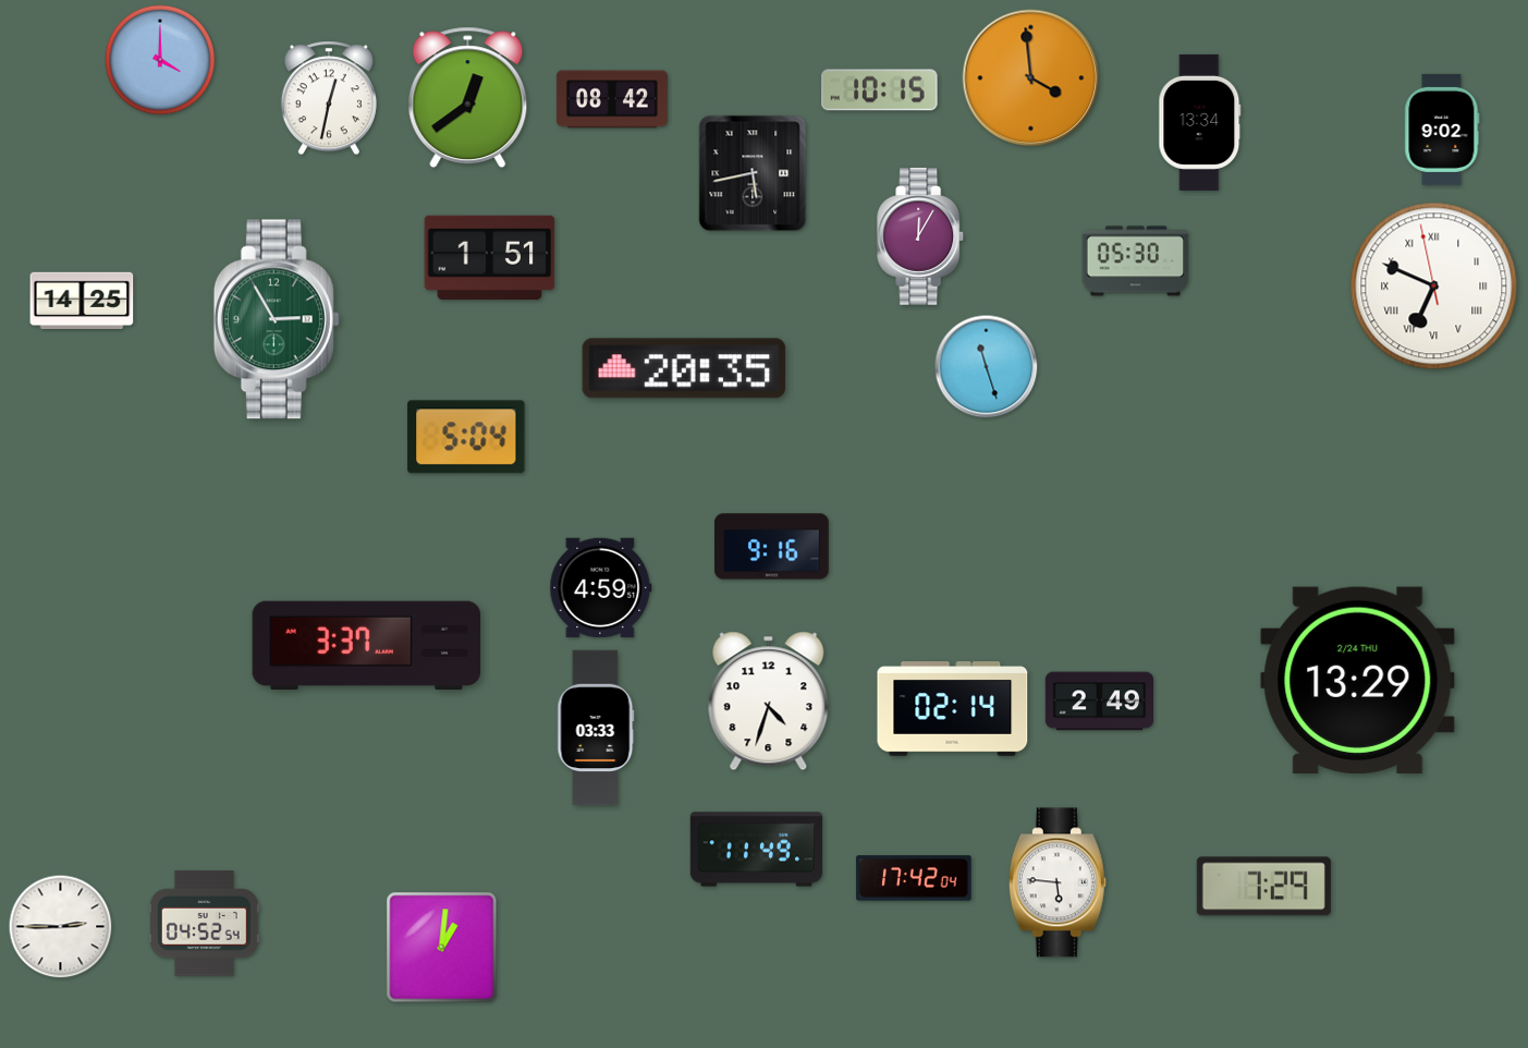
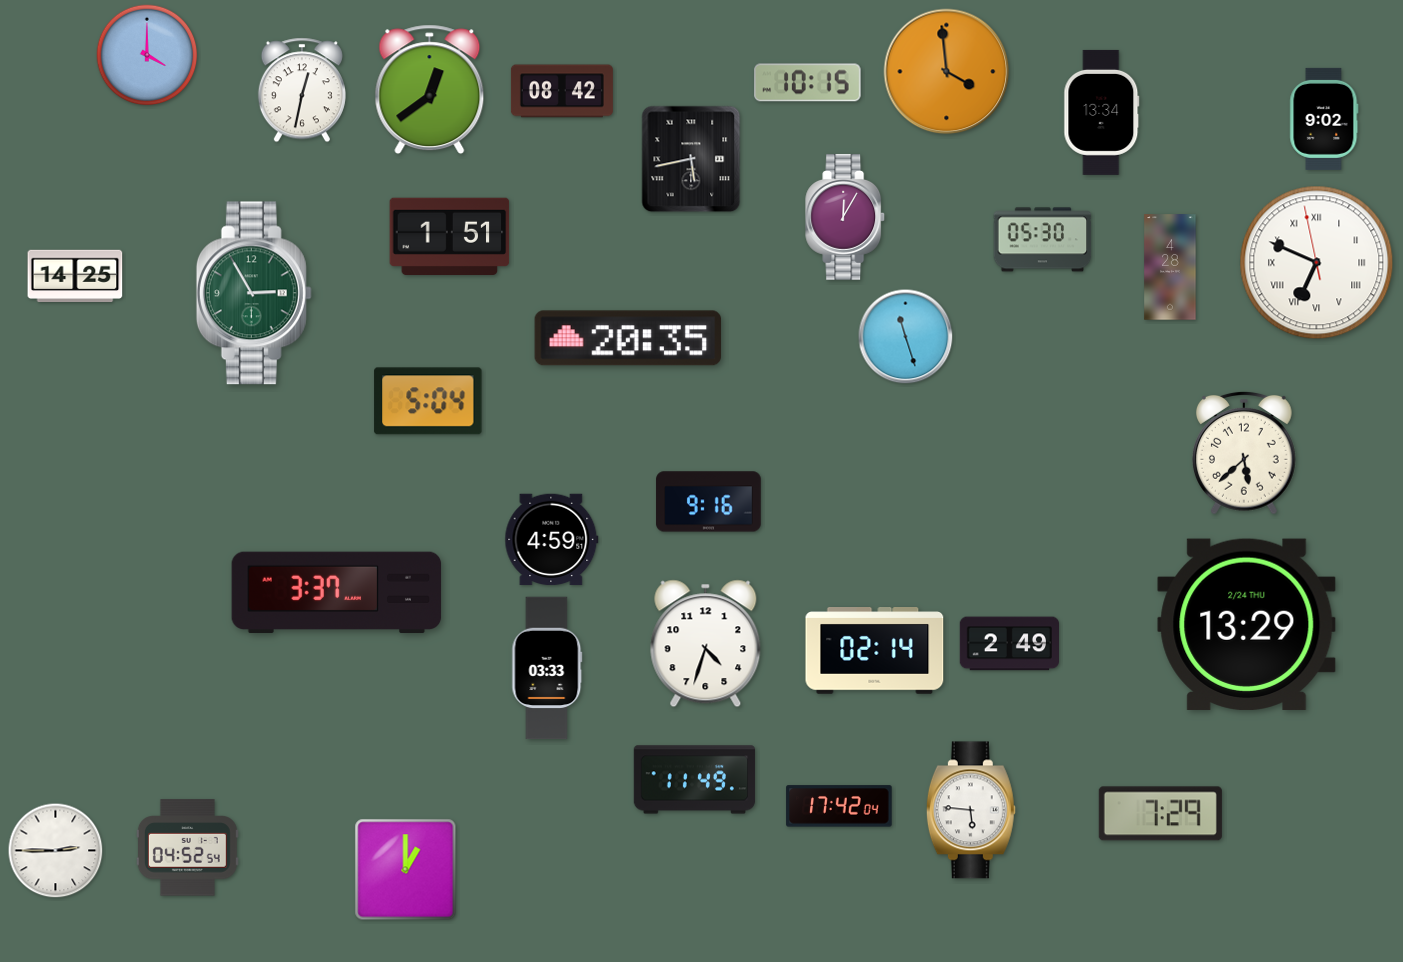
clock at (1170, 267): none -> 4:28
clock at (1245, 453): none -> 5:38
clock at (442, 948): 1:01 -> 1:00
